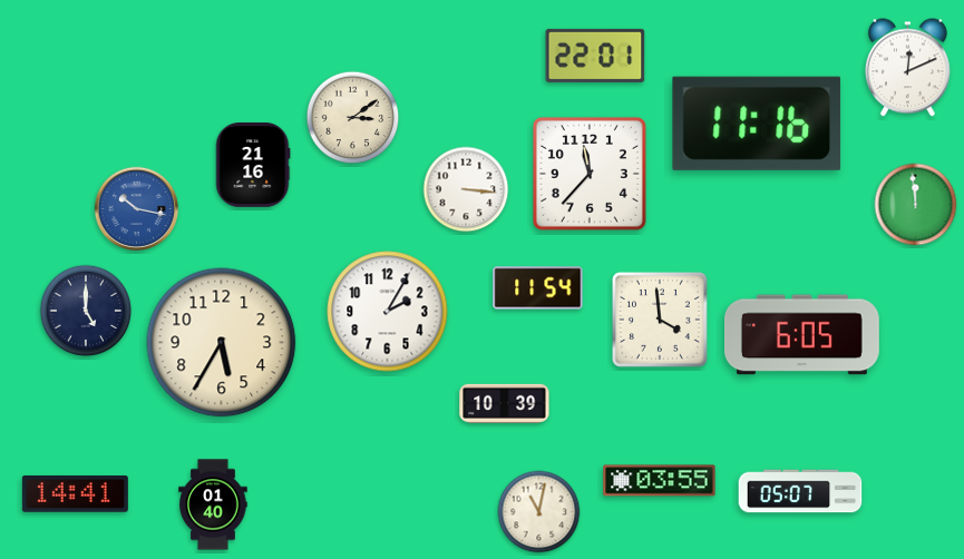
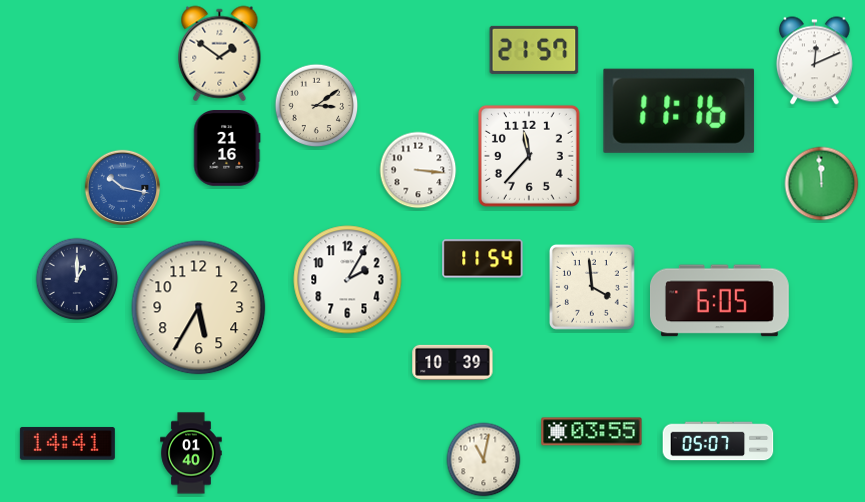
clock at (595, 56): 22:01 -> 21:57
clock at (220, 54): none -> 1:51
clock at (86, 311): 5:00 -> 1:00
